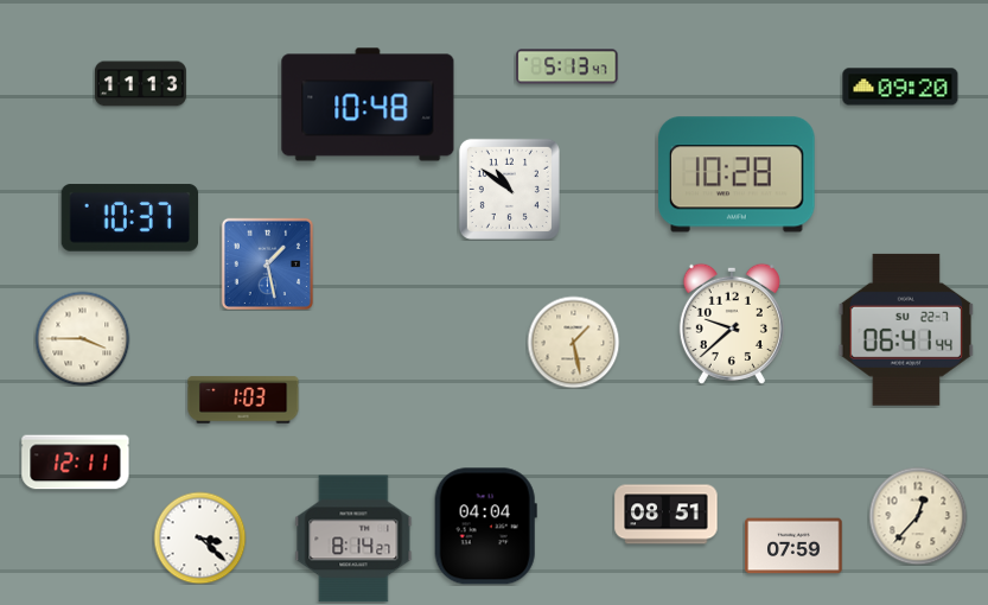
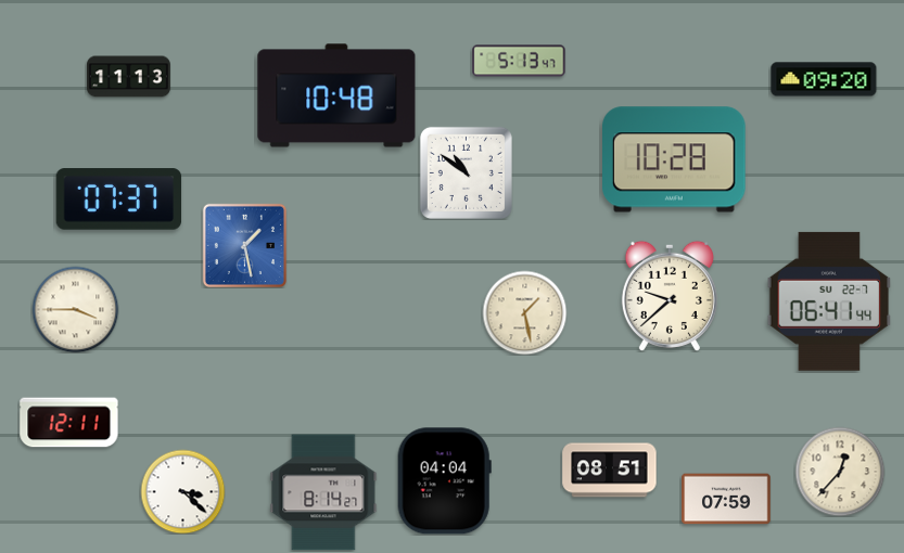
clock at (130, 218): 10:37 -> 07:37
clock at (267, 263) position: (267, 263) -> (244, 245)
clock at (243, 400): 1:03 -> none
